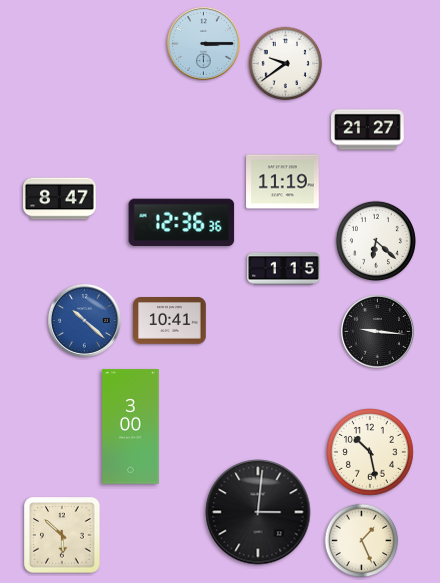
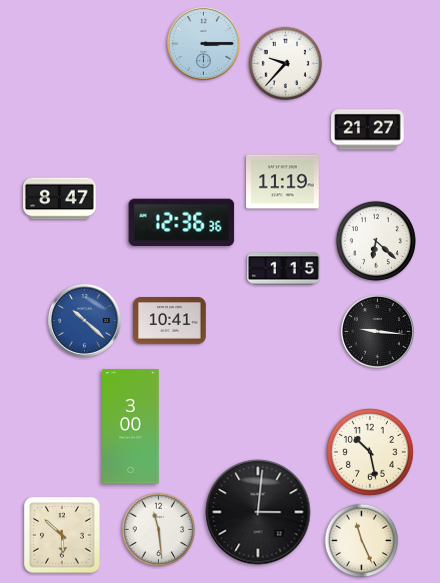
clock at (286, 64): 9:39 -> 9:37
clock at (159, 530): none -> 11:29
clock at (362, 541): 1:26 -> 11:26
